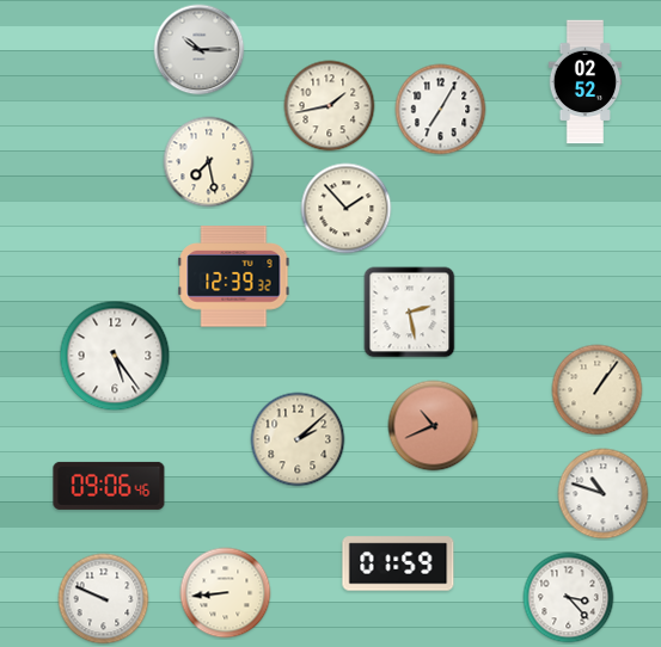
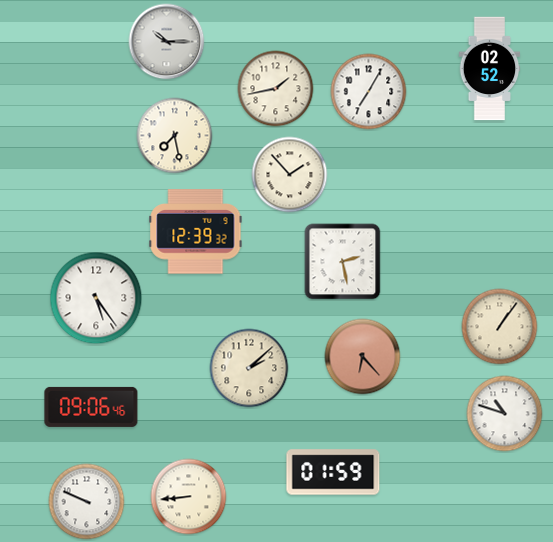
clock at (434, 426): 10:41 -> 6:23
clock at (569, 598): 3:23 -> none
